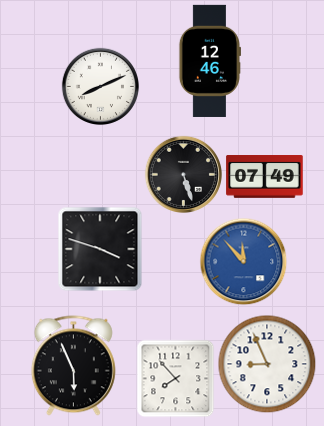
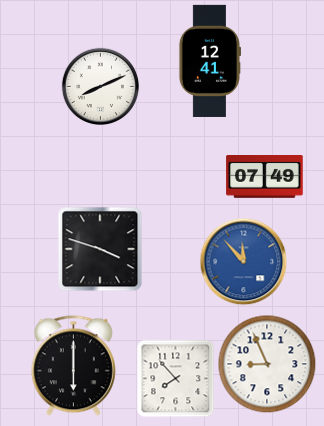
clock at (209, 61): 12:46 -> 12:41
clock at (183, 174): 5:27 -> none
clock at (73, 366): 5:56 -> 6:00
